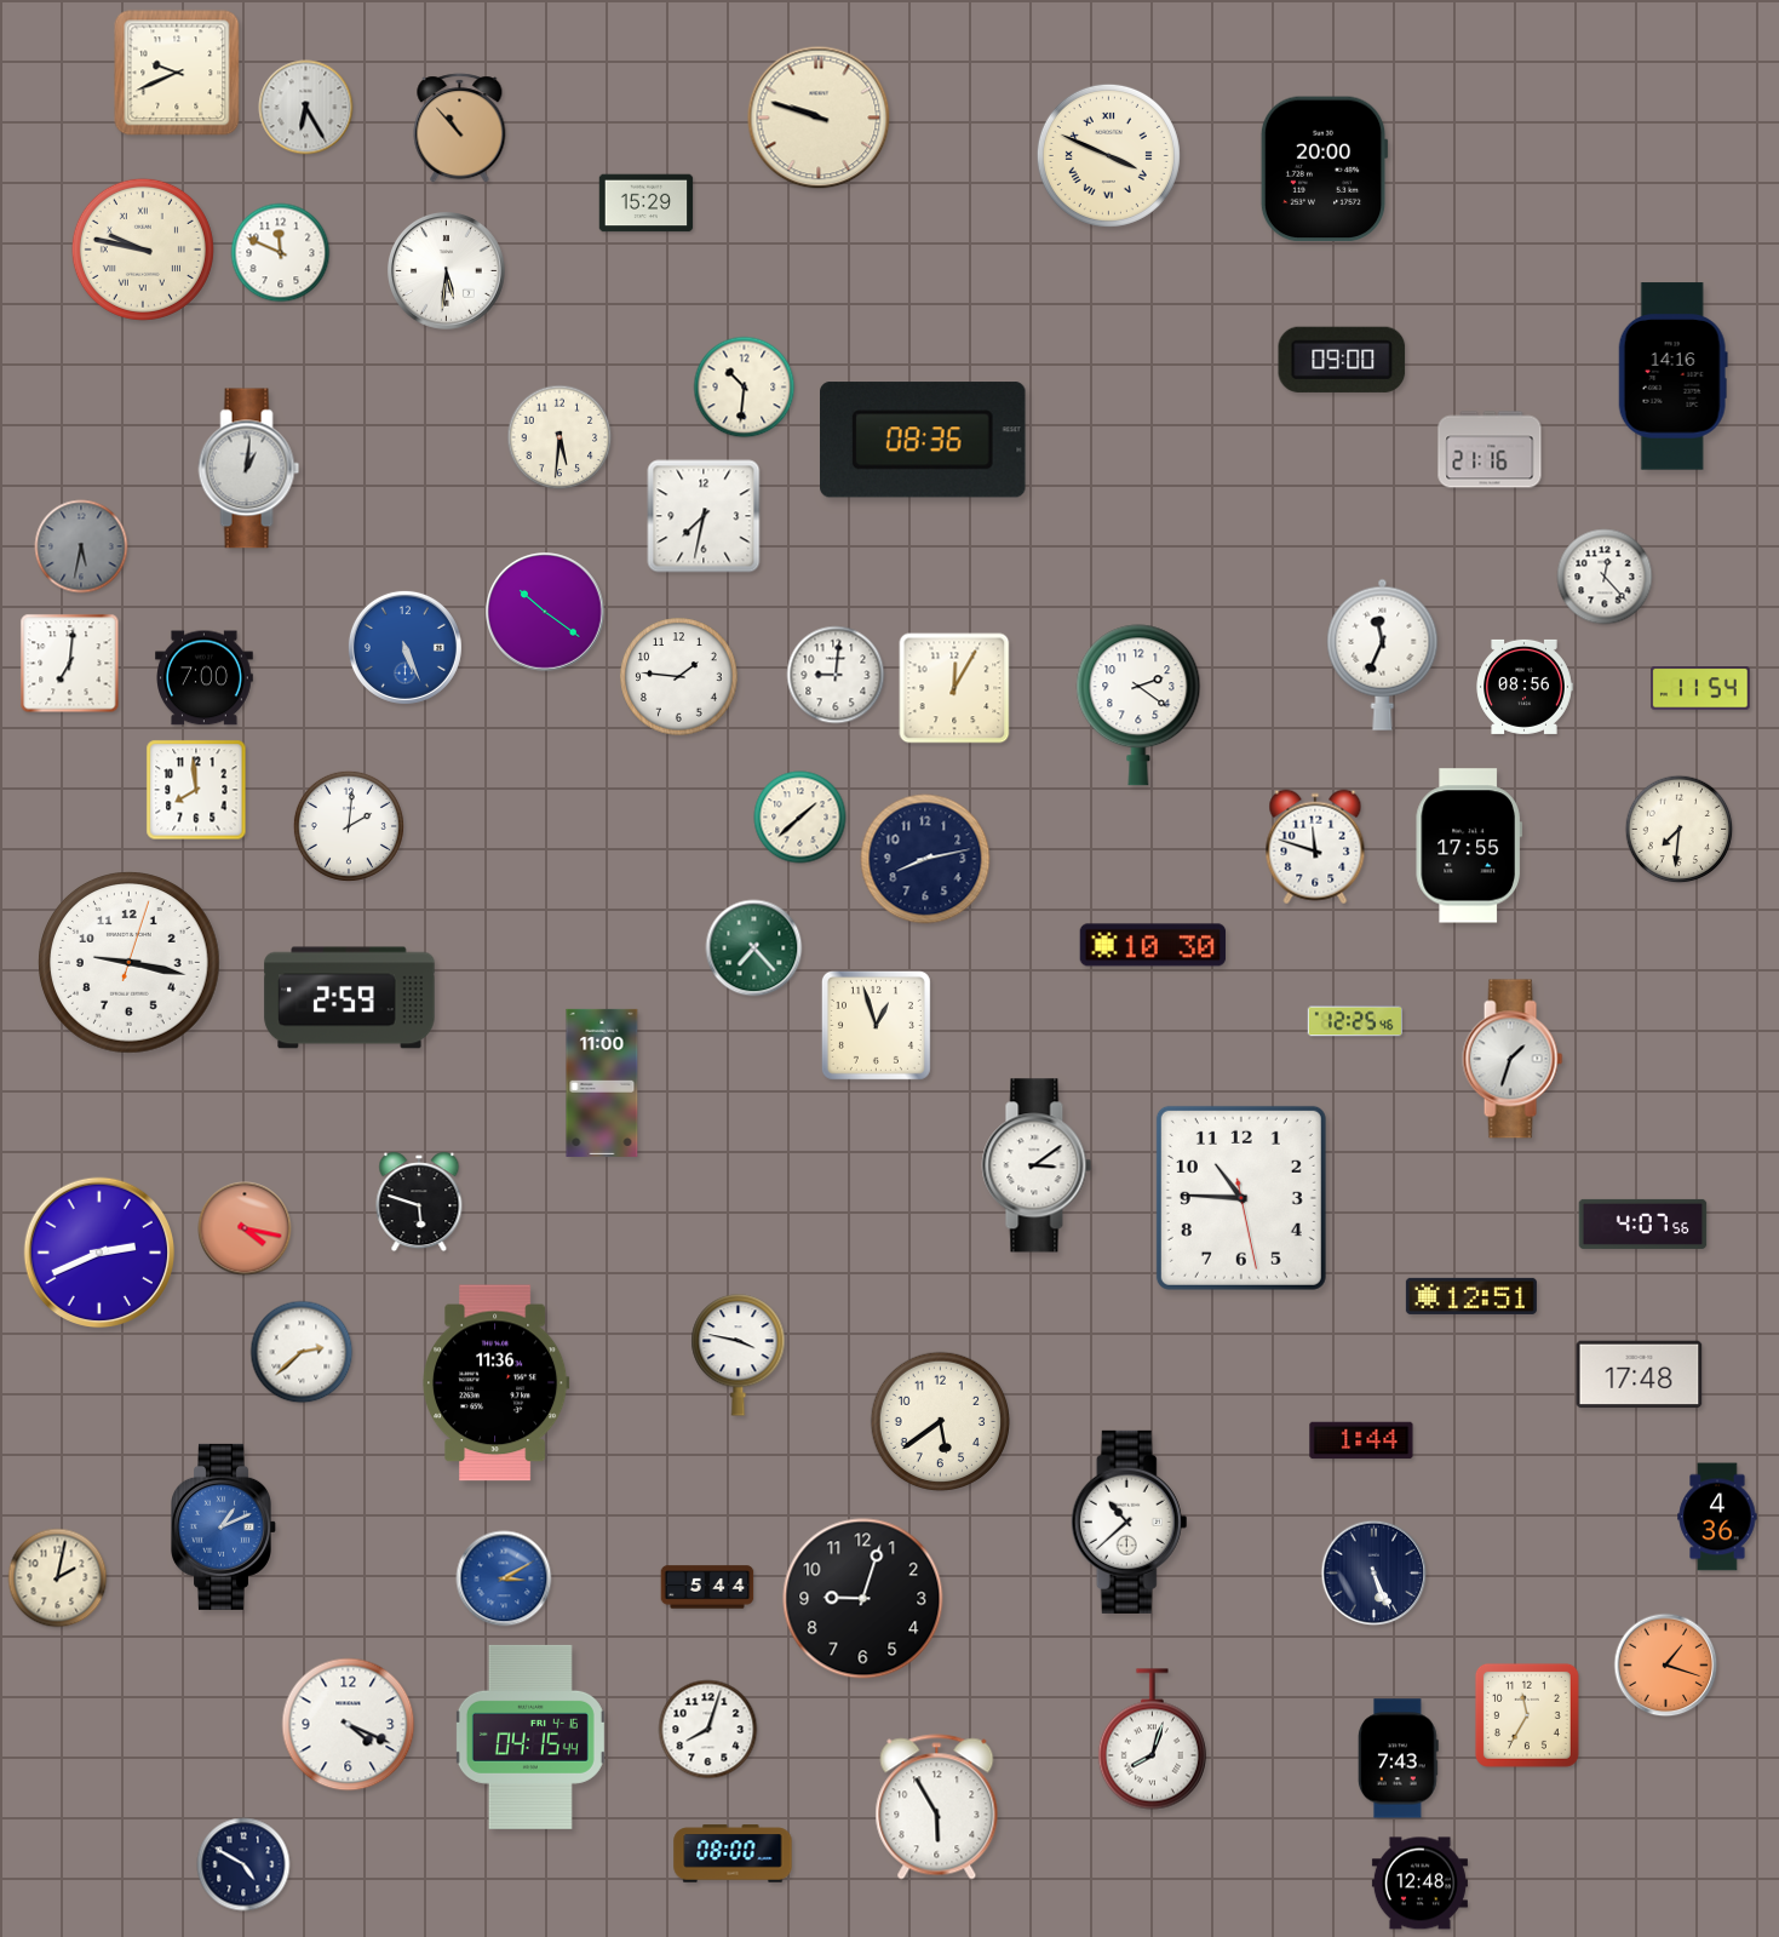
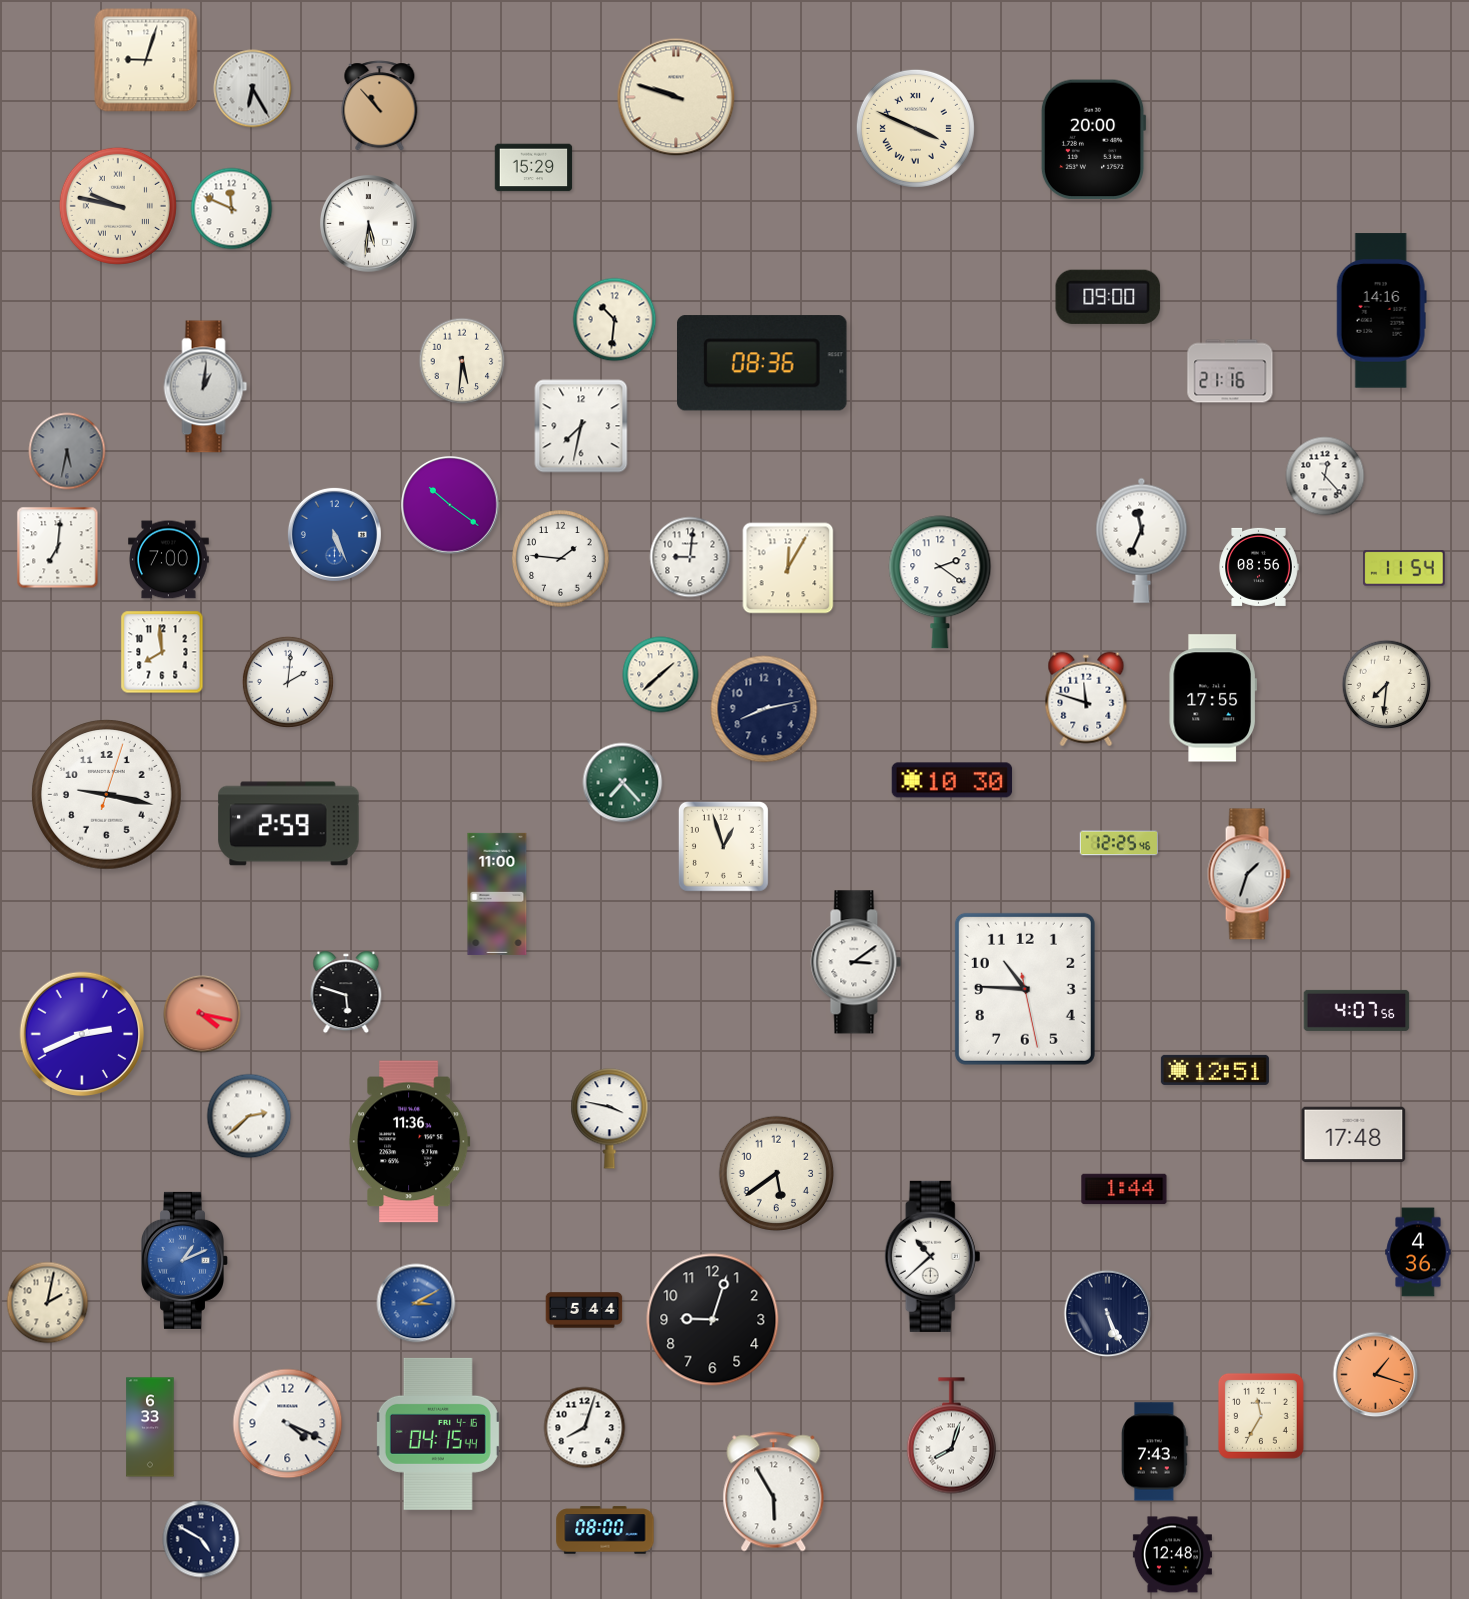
clock at (177, 73): 9:41 -> 9:03
clock at (1375, 1574) position: (1375, 1574) -> (1108, 1314)
clock at (150, 1427): none -> 6:33
